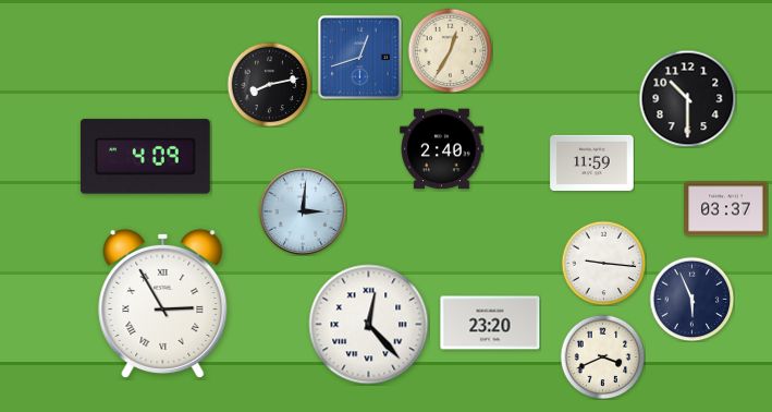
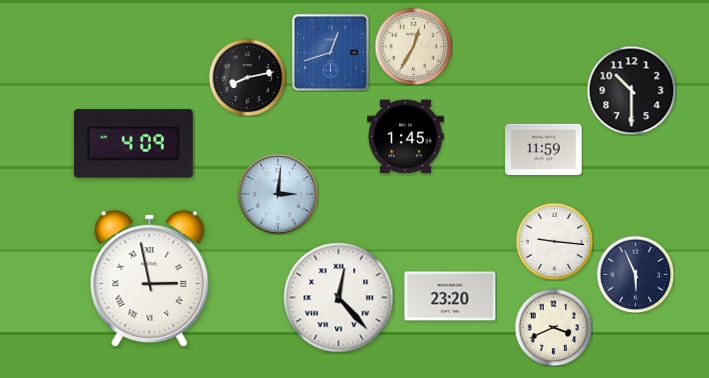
clock at (442, 149): 2:40 -> 1:45
clock at (726, 209): 03:37 -> none
clock at (163, 303): 2:55 -> 2:58
